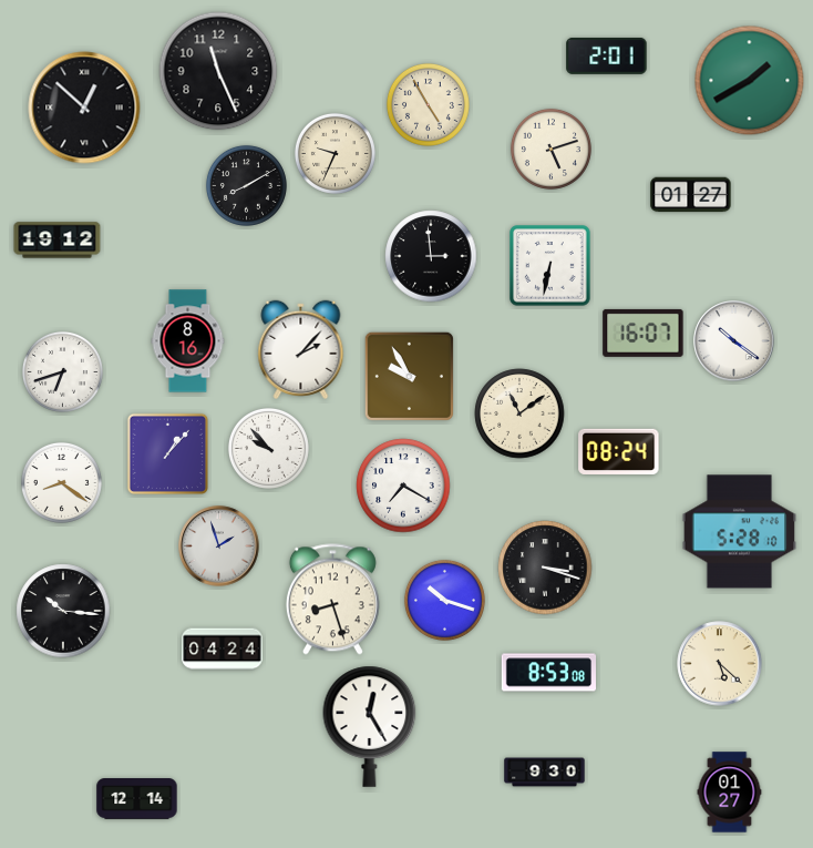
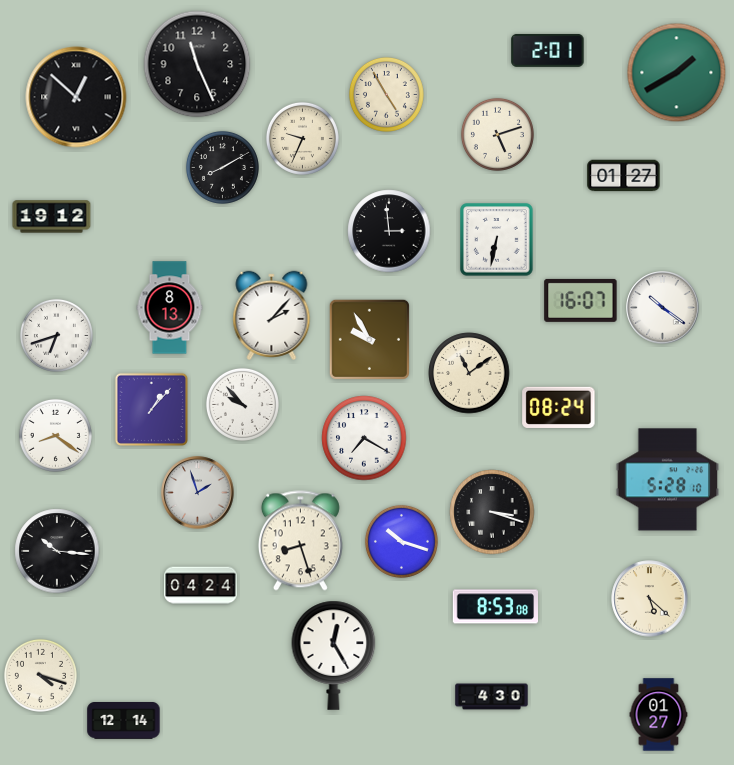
clock at (188, 341): 8:16 -> 8:13
clock at (40, 675): none -> 4:18
clock at (545, 773): 9:30 -> 4:30
